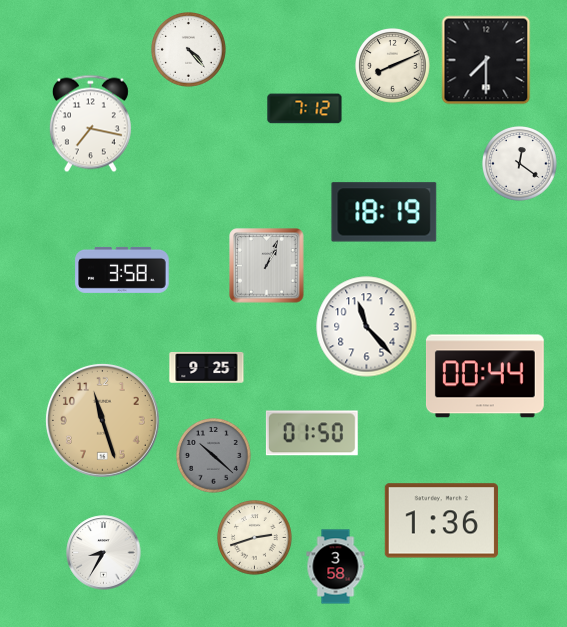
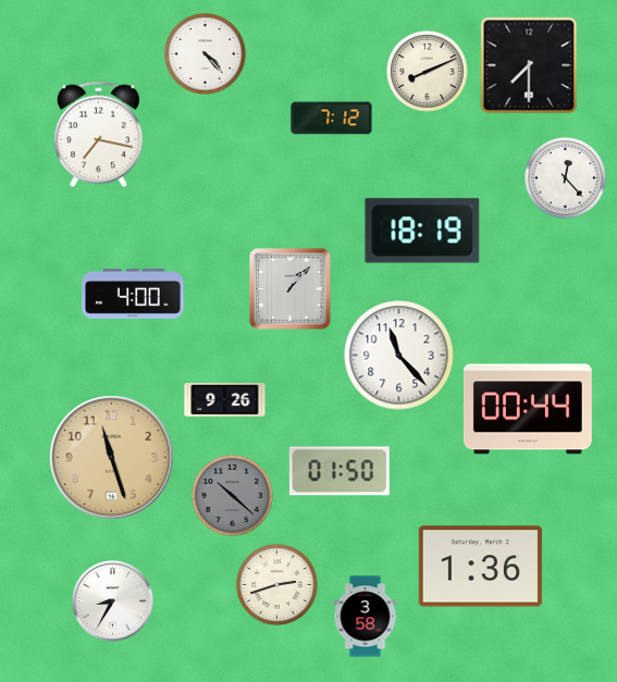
clock at (520, 164): 12:21 -> 12:23
clock at (384, 212) position: (384, 212) -> (422, 231)
clock at (267, 266): 1:04 -> 1:07
clock at (122, 270): 3:58 -> 4:00
clock at (207, 367): 9:25 -> 9:26
